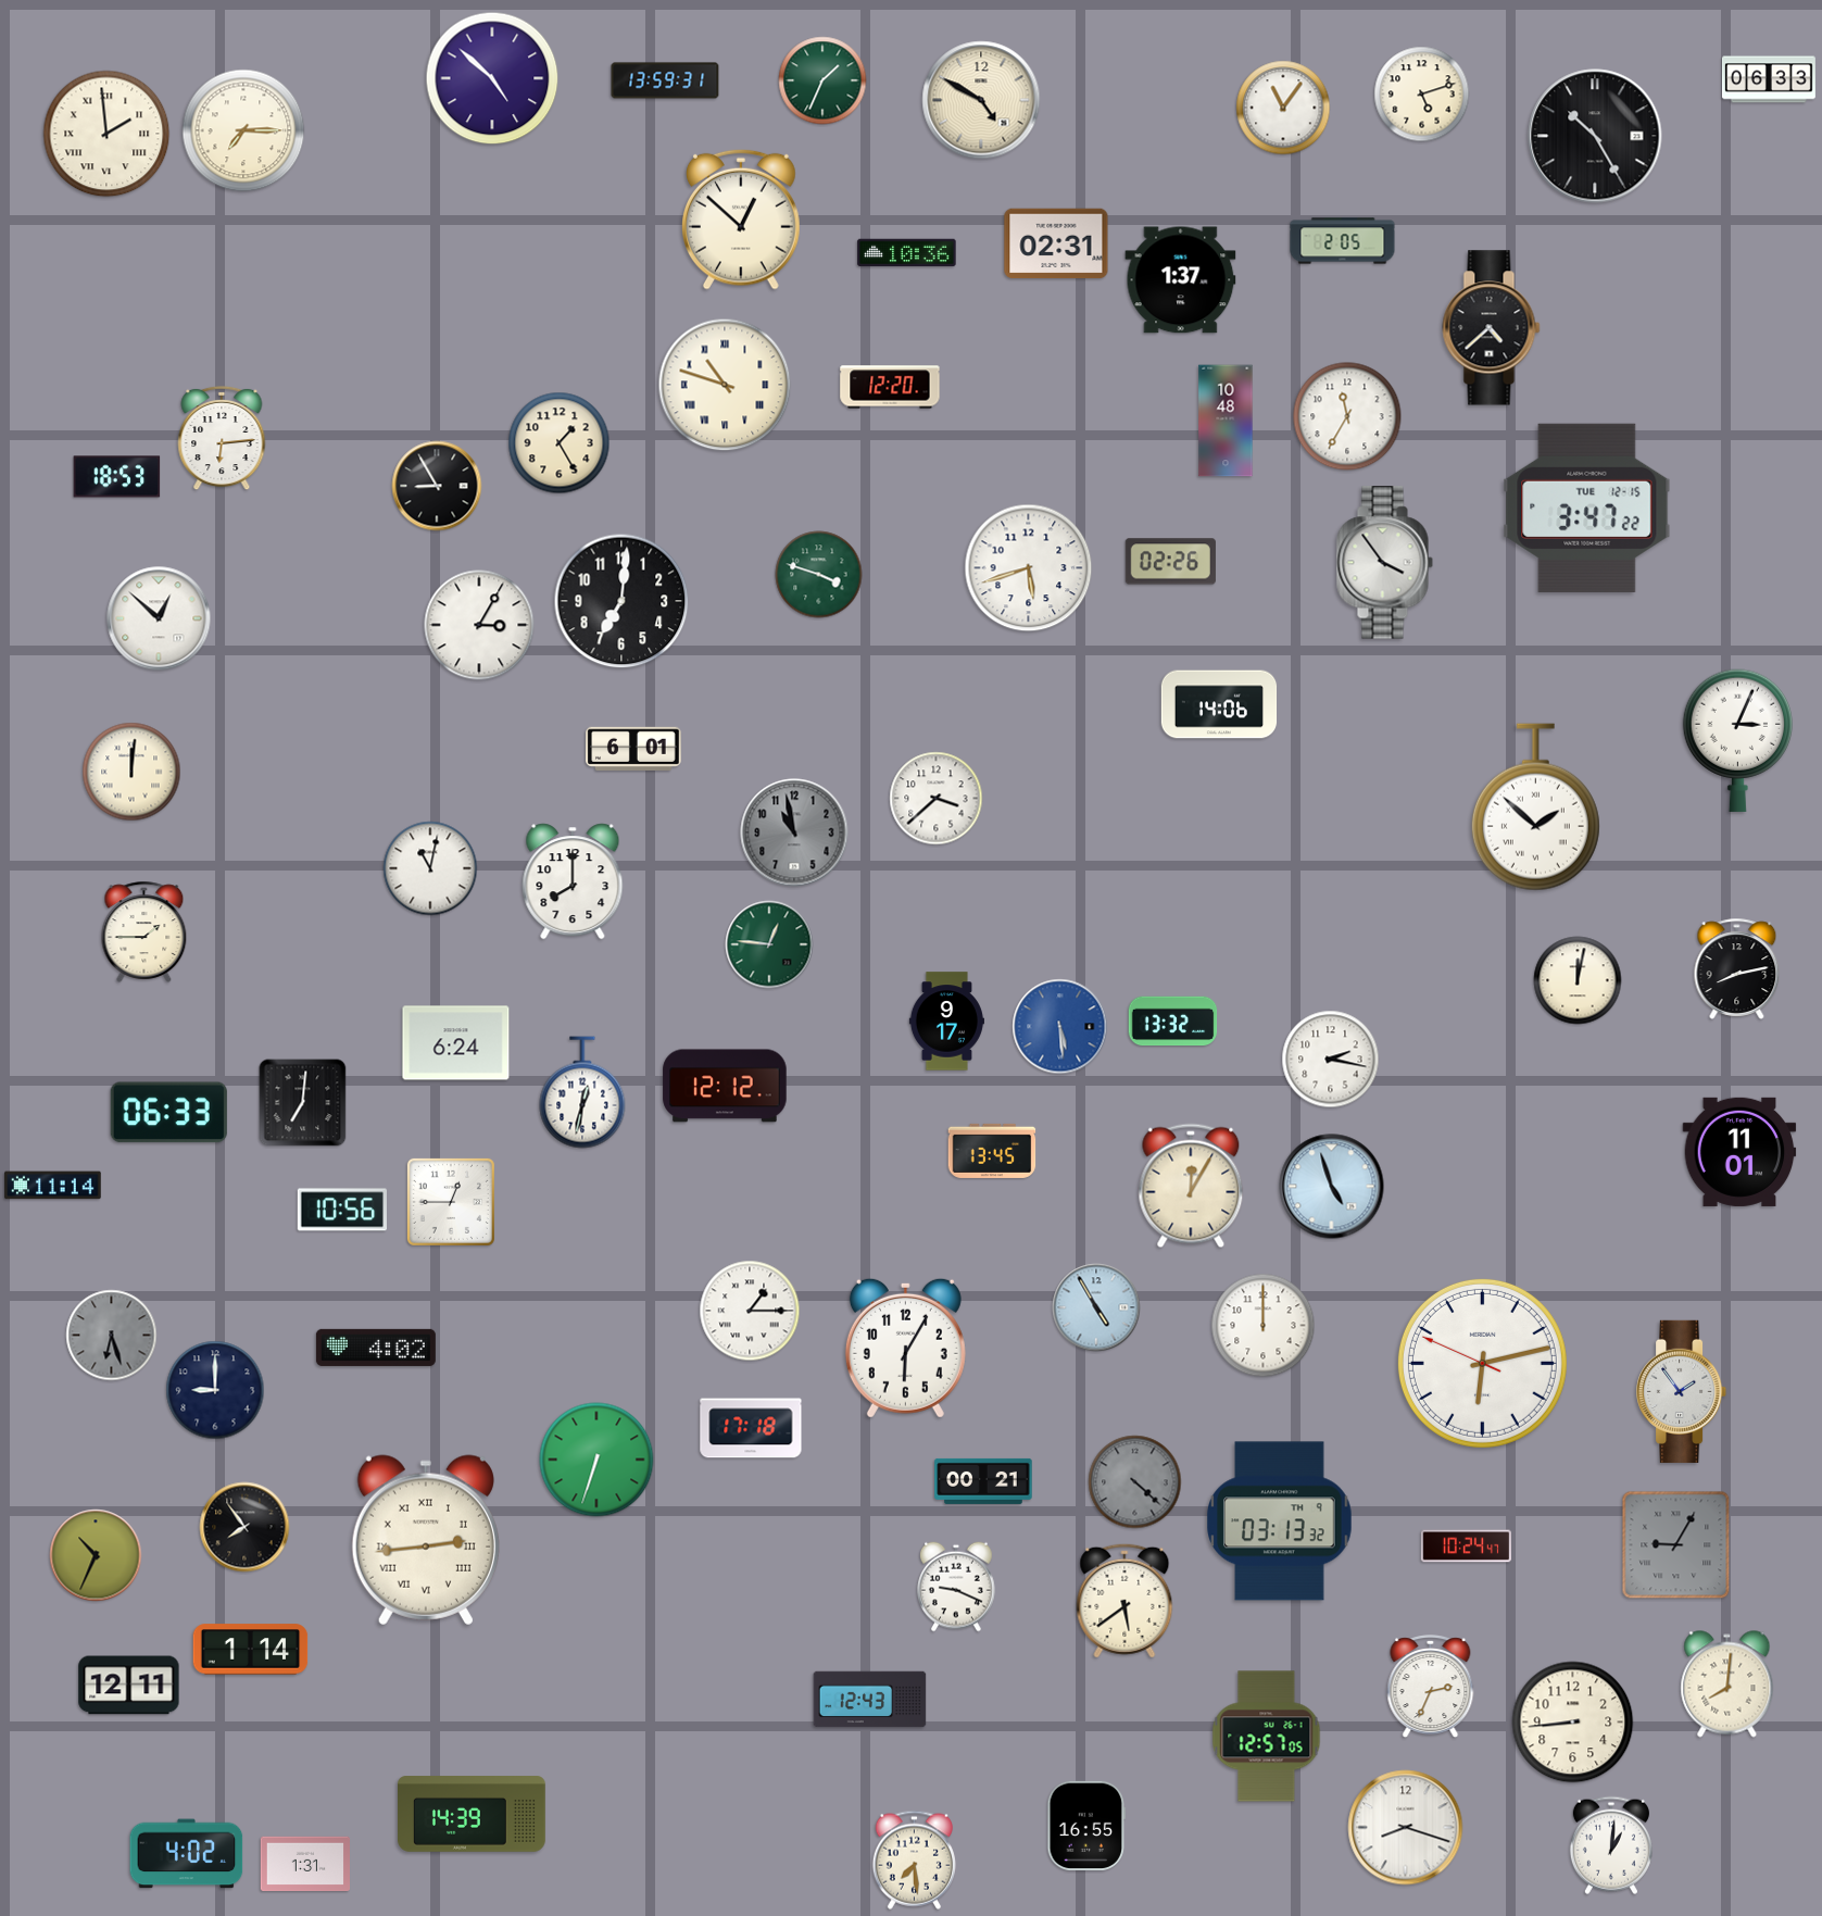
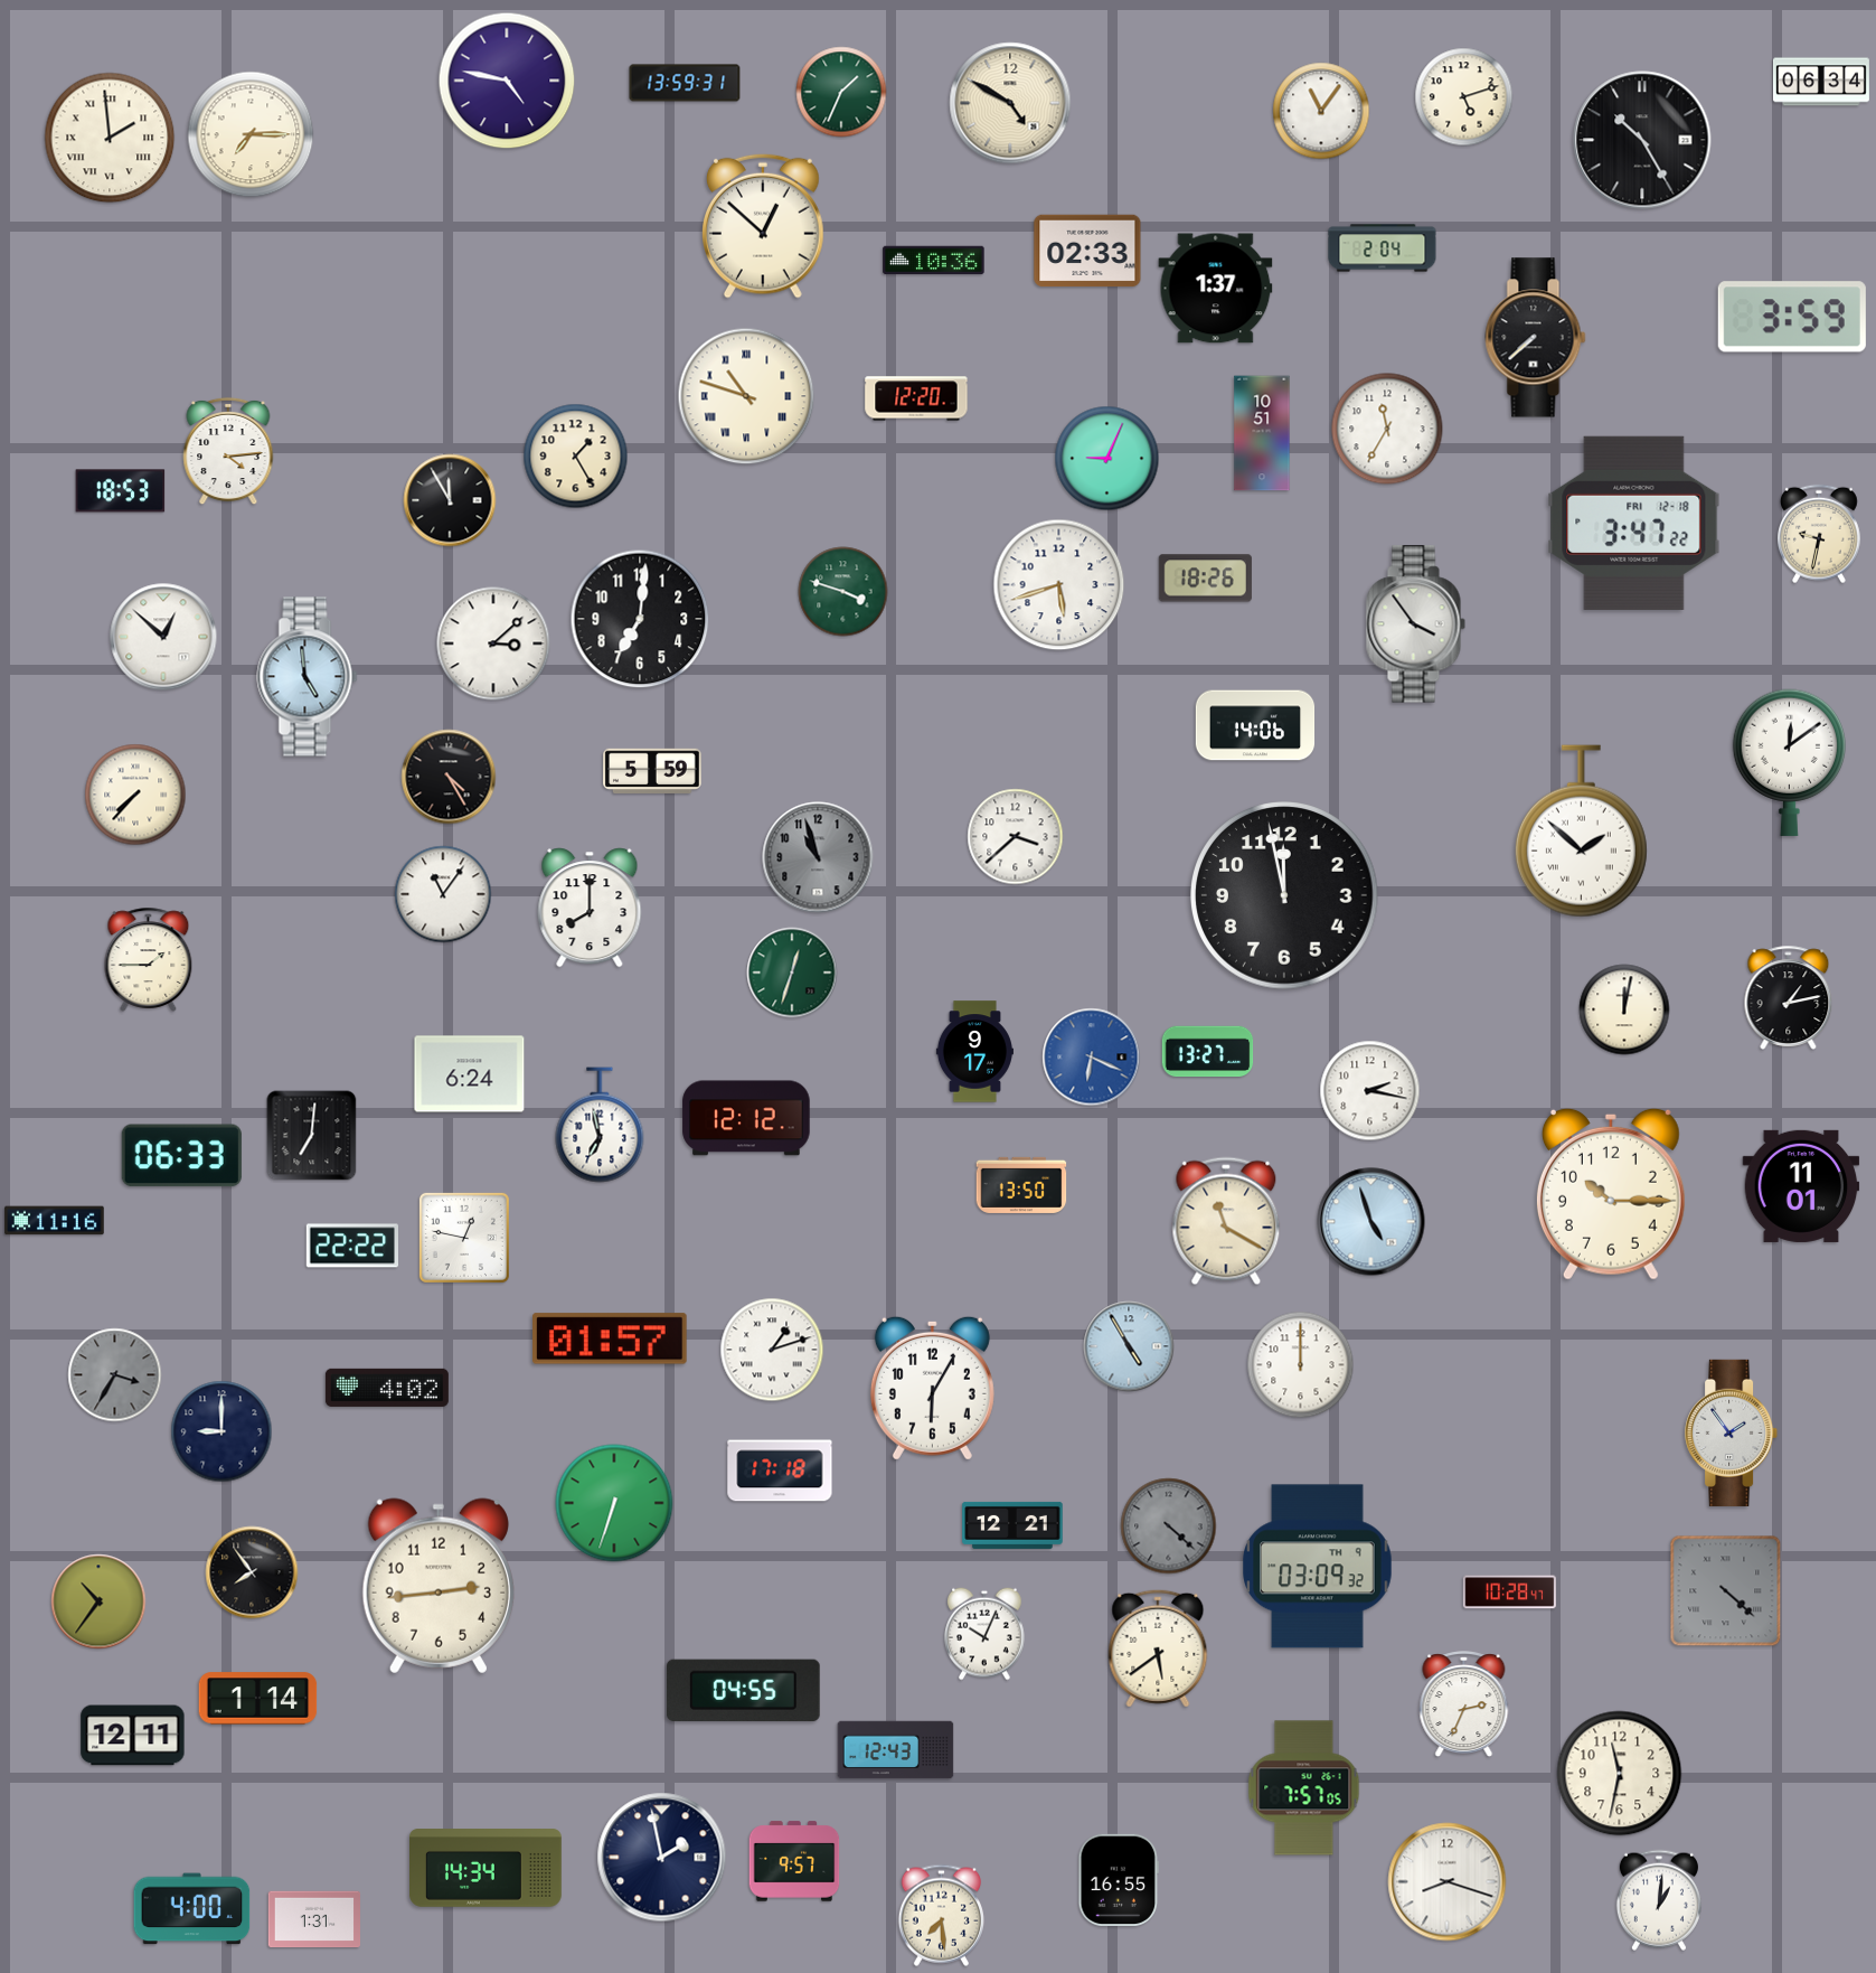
clock at (492, 78): 4:52 -> 4:47
clock at (1769, 79): 06:33 -> 06:34
clock at (822, 80) position: (822, 80) -> (841, 92)
clock at (1343, 241): 2:05 -> 2:04
clock at (1056, 243): 02:31 -> 02:33
clock at (1792, 317): none -> 3:59
clock at (1492, 328): 4:38 -> 7:38
clock at (1226, 421): 10:48 -> 10:51
clock at (222, 438): 6:14 -> 4:14
clock at (1107, 459): none -> 9:04
clock at (437, 486): 8:55 -> 11:55
clock at (1587, 508) date: TUE 12-15 -> FRI 12-18
clock at (1819, 534): none -> 9:32
clock at (1170, 562): 02:26 -> 18:26
clock at (1384, 563) position: (1384, 563) -> (1415, 624)
clock at (479, 625): 3:05 -> 3:08
clock at (308, 677): none -> 4:59
clock at (1737, 740): 3:04 -> 12:09
clock at (634, 749): 6:01 -> 5:59
clock at (449, 777): none -> 4:25
clock at (131, 772): 12:01 -> 7:37
clock at (937, 799) position: (937, 799) -> (1016, 837)
clock at (794, 832): 10:58 -> 10:57
clock at (430, 868): 11:02 -> 11:06
clock at (1285, 896): none -> 11:58
clock at (769, 944): 12:46 -> 12:33
clock at (1737, 968): 8:13 -> 1:13
clock at (1173, 1022): 13:32 -> 13:27
clock at (1060, 1027): 5:29 -> 6:19
clock at (582, 1092): 12:32 -> 6:58
clock at (168, 1113) position: (168, 1113) -> (181, 1156)
clock at (992, 1151): 13:45 -> 13:50
clock at (1739, 1152) position: (1739, 1152) -> (1801, 1186)
clock at (1611, 1194): none -> 10:15
clock at (53, 1186): 11:14 -> 11:16
clock at (1191, 1186): 12:05 -> 11:20
clock at (451, 1202): 12:45 -> 12:47
clock at (341, 1210): 10:56 -> 22:22
clock at (610, 1338): none -> 01:57
clock at (750, 1311): 1:15 -> 1:12
clock at (112, 1336): 6:27 -> 3:35
clock at (1482, 1363): 6:12 -> none
clock at (751, 1428) position: (751, 1428) -> (780, 1471)
clock at (983, 1481): 00:21 -> 12:21
clock at (1280, 1521): 03:13 -> 03:09
clock at (426, 1540) numerals: Roman -> Arabic
clock at (1676, 1545): 9:05 -> 4:22
clock at (1466, 1546): 10:24 -> 10:28
clock at (96, 1555): 10:34 -> 10:36
clock at (957, 1587): 9:19 -> 10:04
clock at (743, 1691): none -> 04:55
clock at (1727, 1685): 8:01 -> none
clock at (1431, 1687) position: (1431, 1687) -> (1464, 1704)
clock at (1573, 1723): 8:44 -> 11:32
clock at (1267, 1737): 12:57 -> 7:57
clock at (662, 1858): none -> 1:58
clock at (794, 1861): none -> 9:57
clock at (473, 1814): 14:39 -> 14:34
clock at (187, 1854): 4:02 -> 4:00
